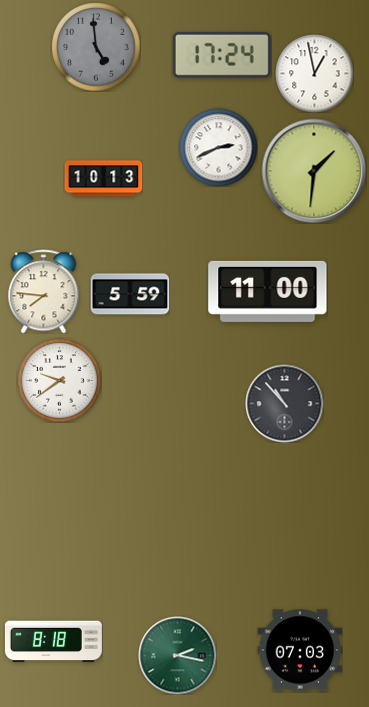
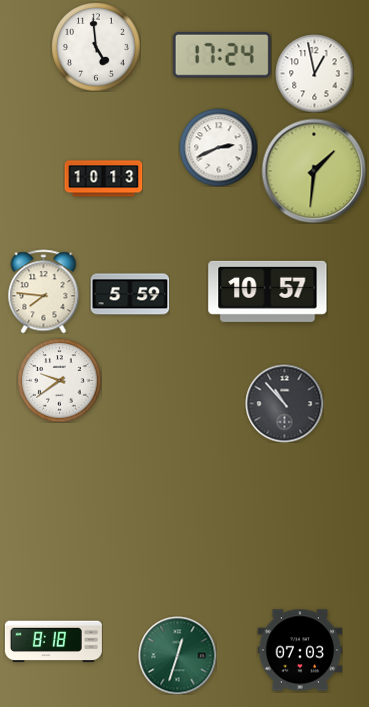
clock at (96, 47) dial: grey -> white
clock at (268, 291): 11:00 -> 10:57
clock at (177, 655): 2:17 -> 12:33
